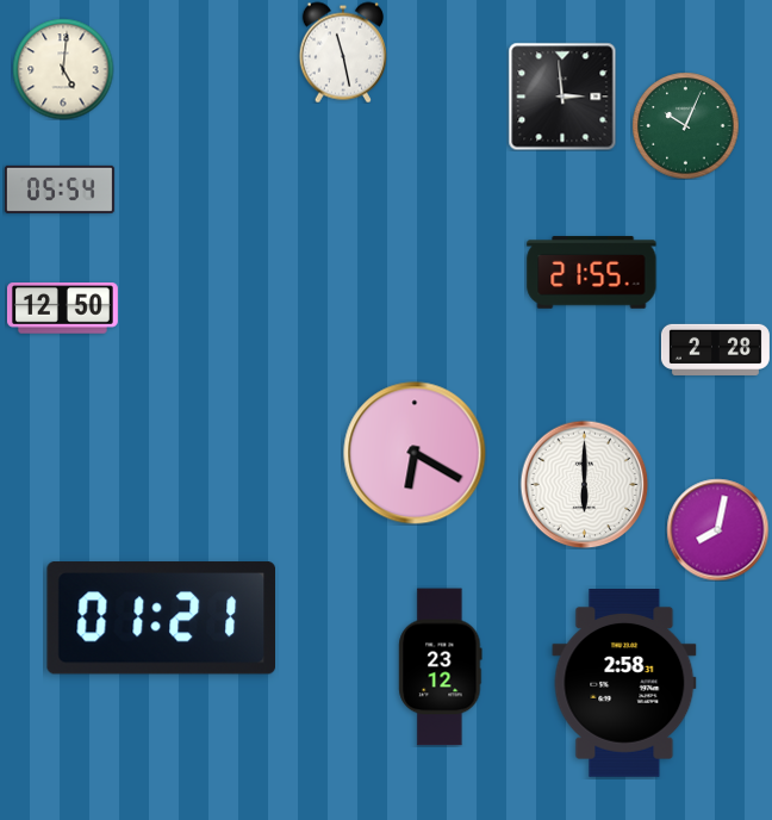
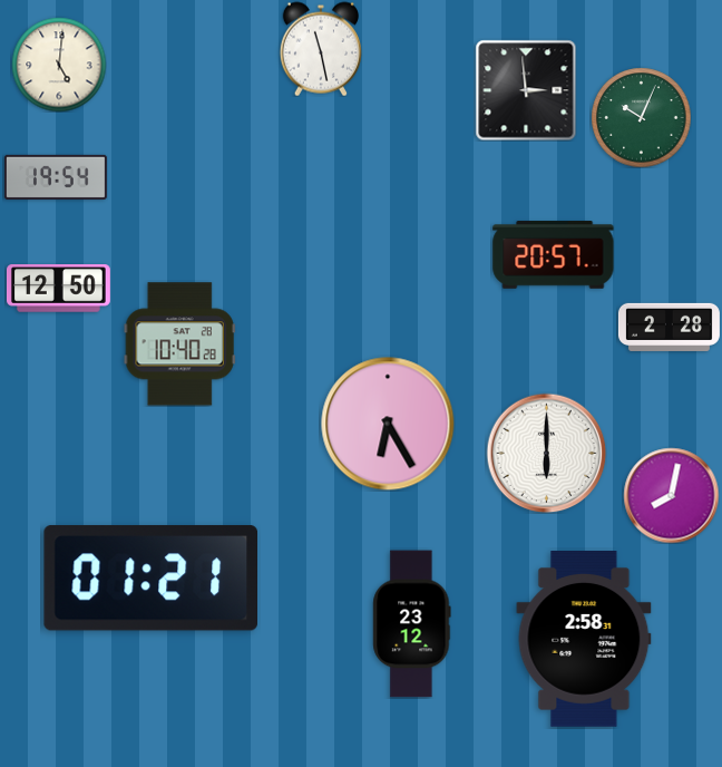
clock at (60, 190): 05:54 -> 19:54
clock at (592, 273): 21:55 -> 20:57
clock at (179, 344): none -> 10:40
clock at (415, 453): 6:20 -> 6:25
